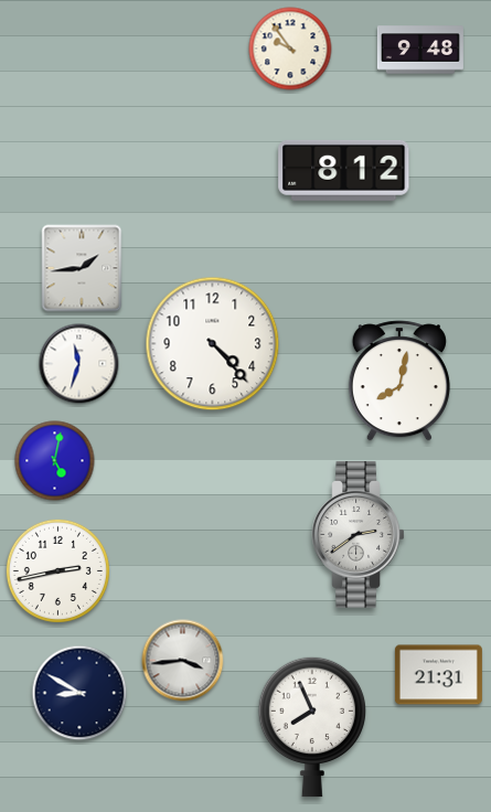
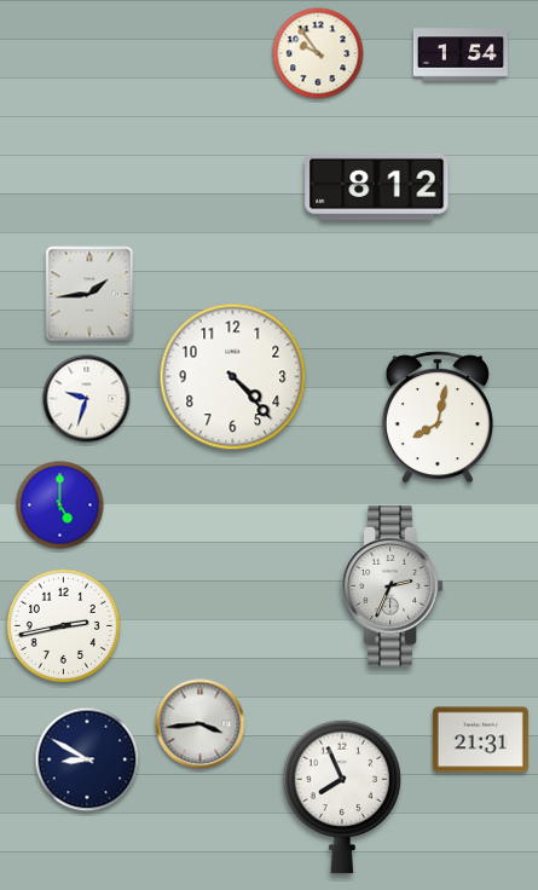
clock at (420, 50): 9:48 -> 1:54
clock at (79, 364): 11:33 -> 9:33
clock at (55, 461): 5:02 -> 5:00
clock at (359, 535): 2:39 -> 2:34
